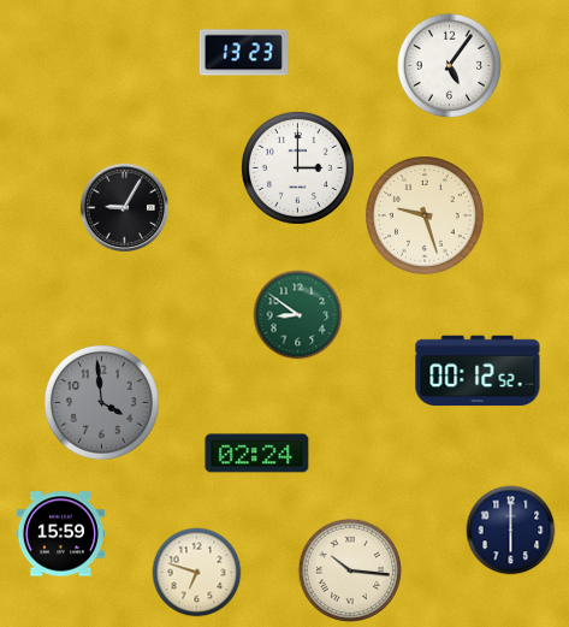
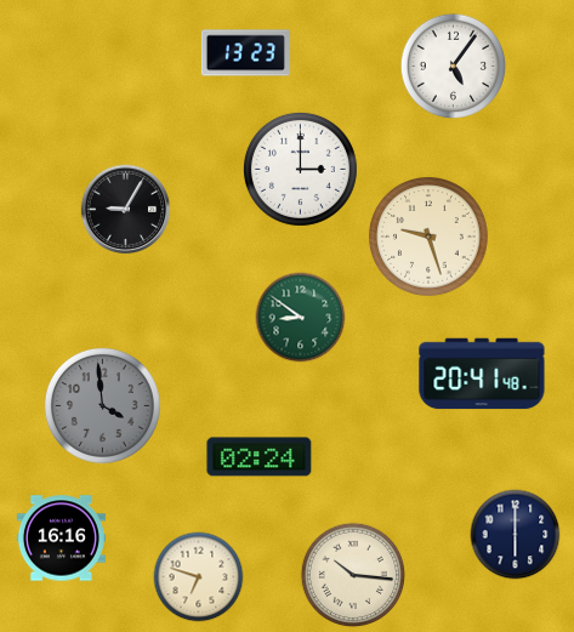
clock at (426, 217) position: (426, 217) -> (430, 238)
clock at (478, 371): 00:12 -> 20:41
clock at (60, 534): 15:59 -> 16:16
